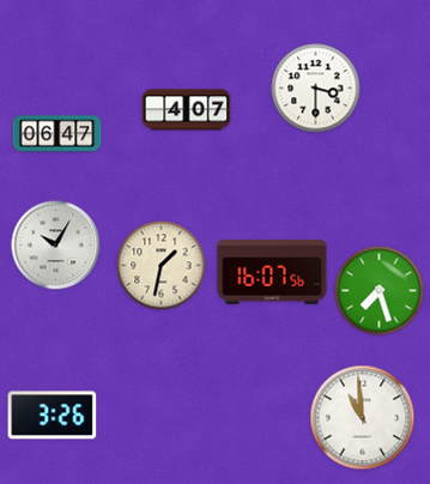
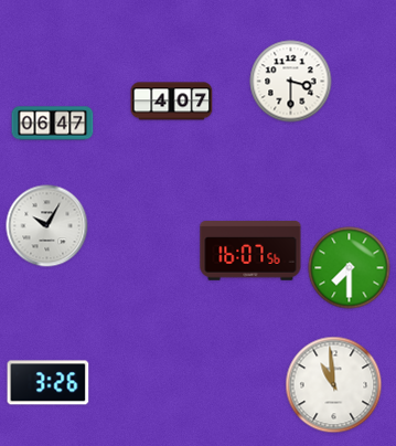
clock at (56, 246) position: (56, 246) -> (47, 226)
clock at (162, 266): 1:32 -> none
clock at (380, 291): 7:27 -> 7:30
